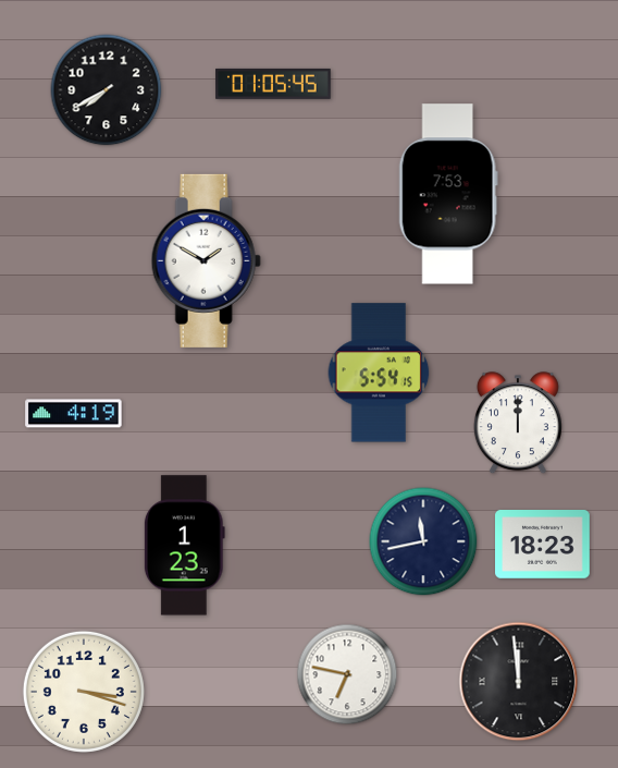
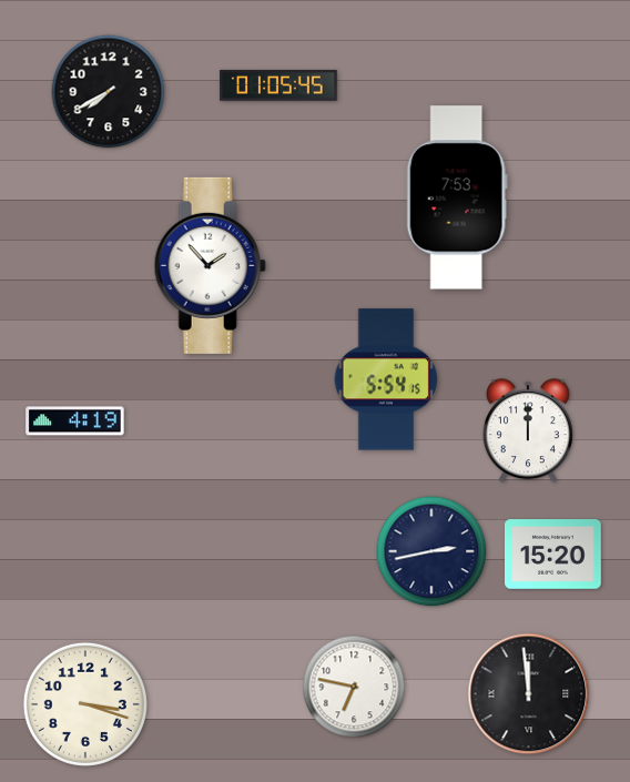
clock at (206, 260): 1:50 -> 1:53
clock at (423, 541): 11:43 -> 2:43
clock at (543, 545): 18:23 -> 15:20
clock at (184, 546): 1:23 -> none
